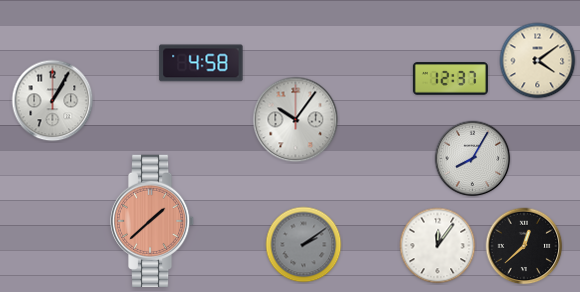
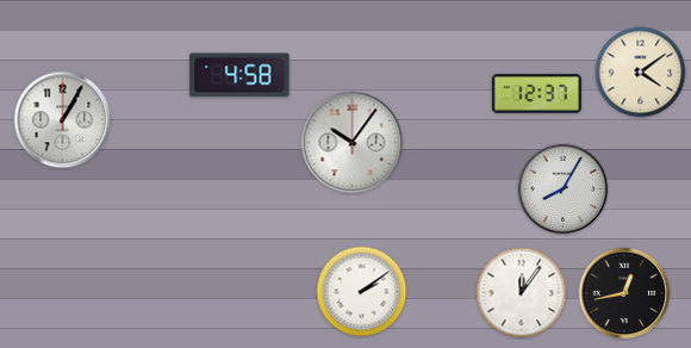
clock at (152, 220): 1:38 -> none
clock at (304, 245) dial: grey -> white
clock at (524, 246): 12:38 -> 12:43
